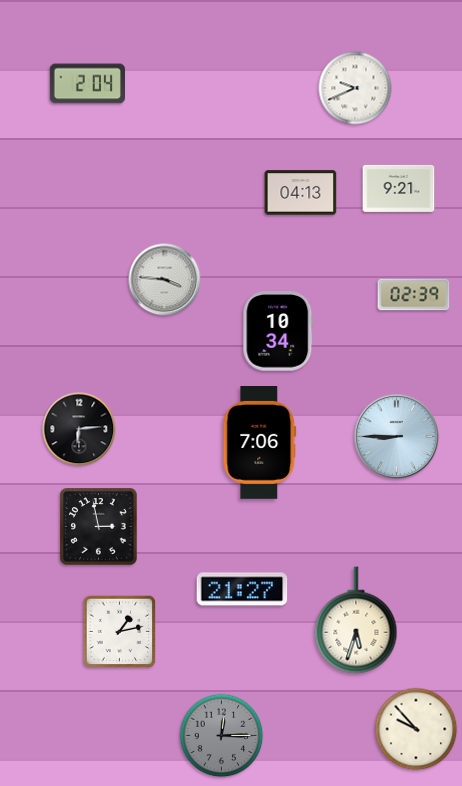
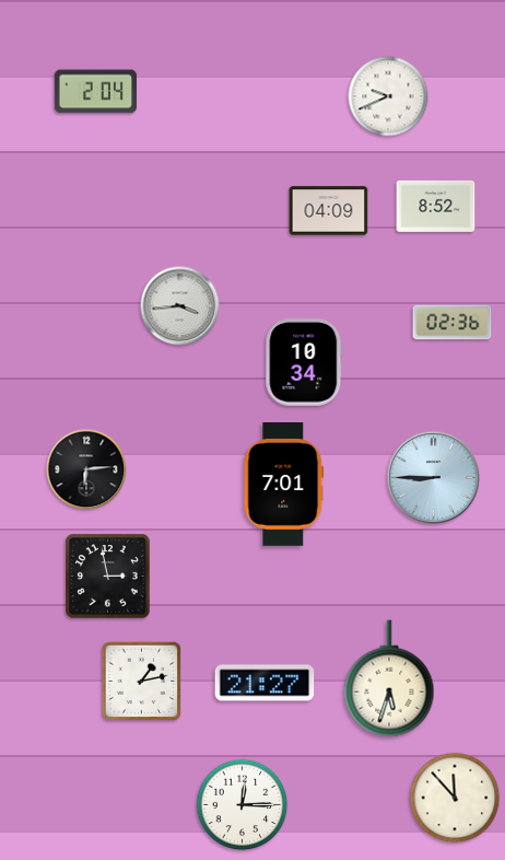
clock at (399, 188): 9:21 -> 8:52
clock at (301, 193): 04:13 -> 04:09
clock at (165, 280): 3:46 -> 3:44
clock at (414, 295): 02:39 -> 02:36
clock at (260, 443): 7:06 -> 7:01
clock at (242, 589) position: (242, 589) -> (265, 683)
clock at (120, 632) position: (120, 632) -> (142, 682)
clock at (416, 729): 9:53 -> 11:53
clock at (222, 736) dial: grey -> white
